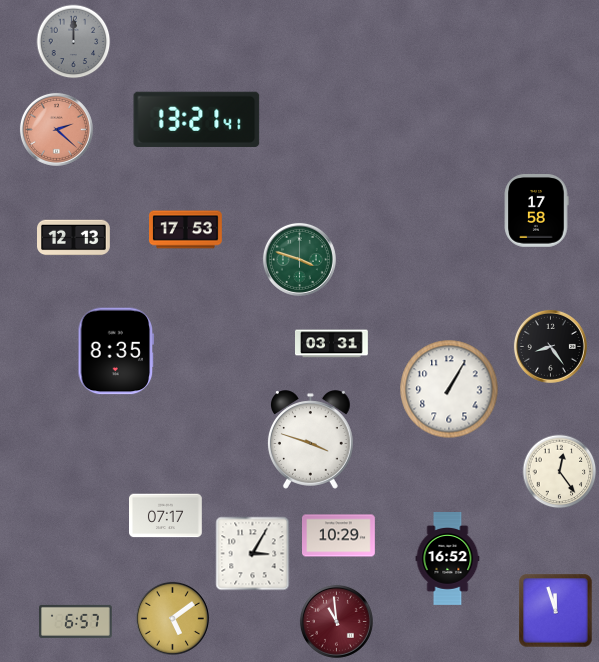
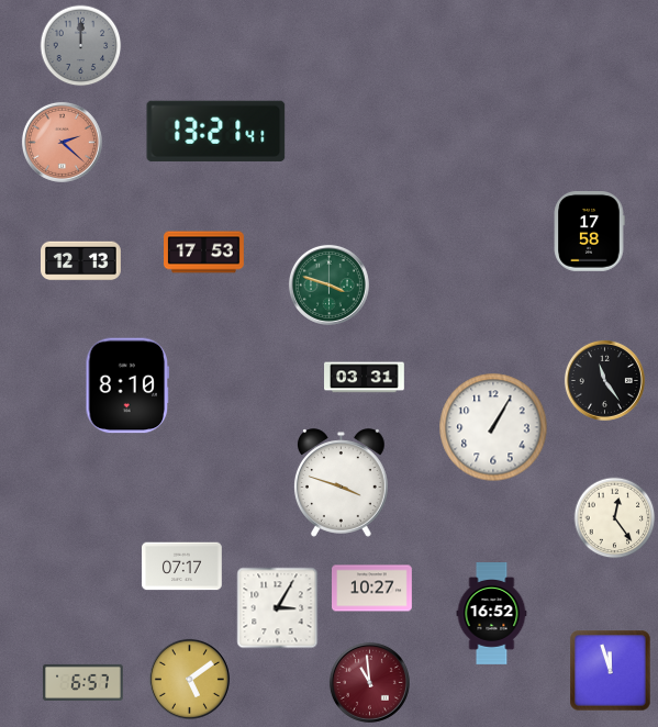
clock at (550, 346): 8:24 -> 11:24
clock at (116, 351): 8:35 -> 8:10
clock at (339, 536): 10:29 -> 10:27
